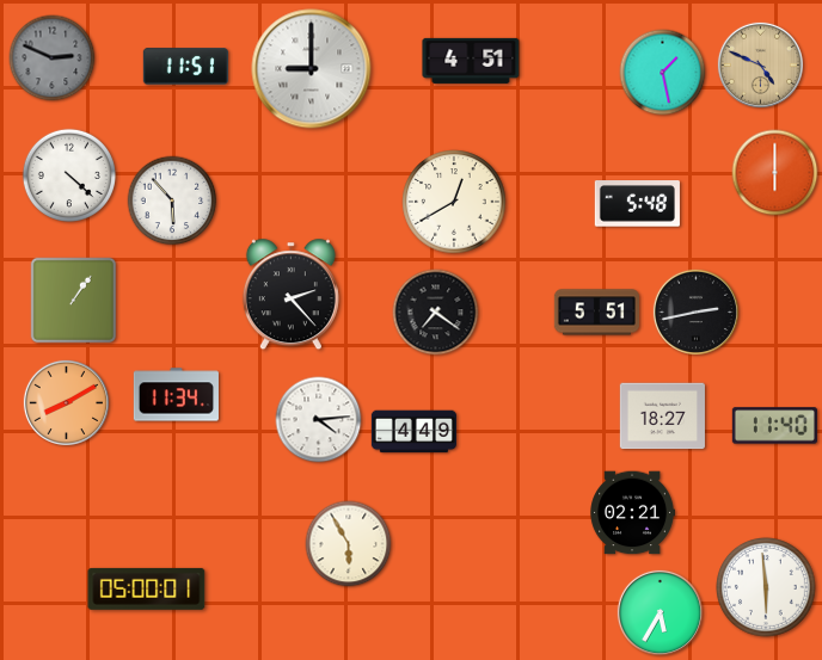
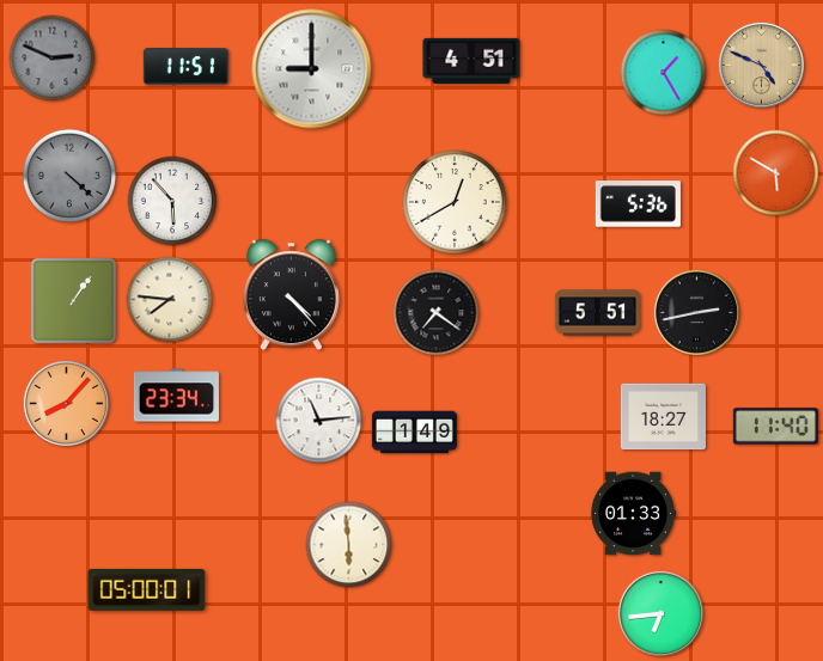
clock at (663, 73): 1:28 -> 1:25
clock at (775, 173): 6:00 -> 5:50
clock at (68, 174) dial: white -> grey
clock at (637, 204): 5:48 -> 5:36
clock at (290, 295): 2:23 -> 4:23
clock at (170, 300): none -> 7:46
clock at (176, 395): 11:34 -> 23:34
clock at (66, 402): 8:10 -> 8:07
clock at (319, 420): 4:14 -> 11:14
clock at (413, 432): 4:49 -> 1:49
clock at (632, 513): 02:21 -> 01:33
clock at (349, 544): 5:55 -> 5:59
clock at (767, 588): 5:59 -> none
clock at (660, 612): 5:35 -> 6:44
